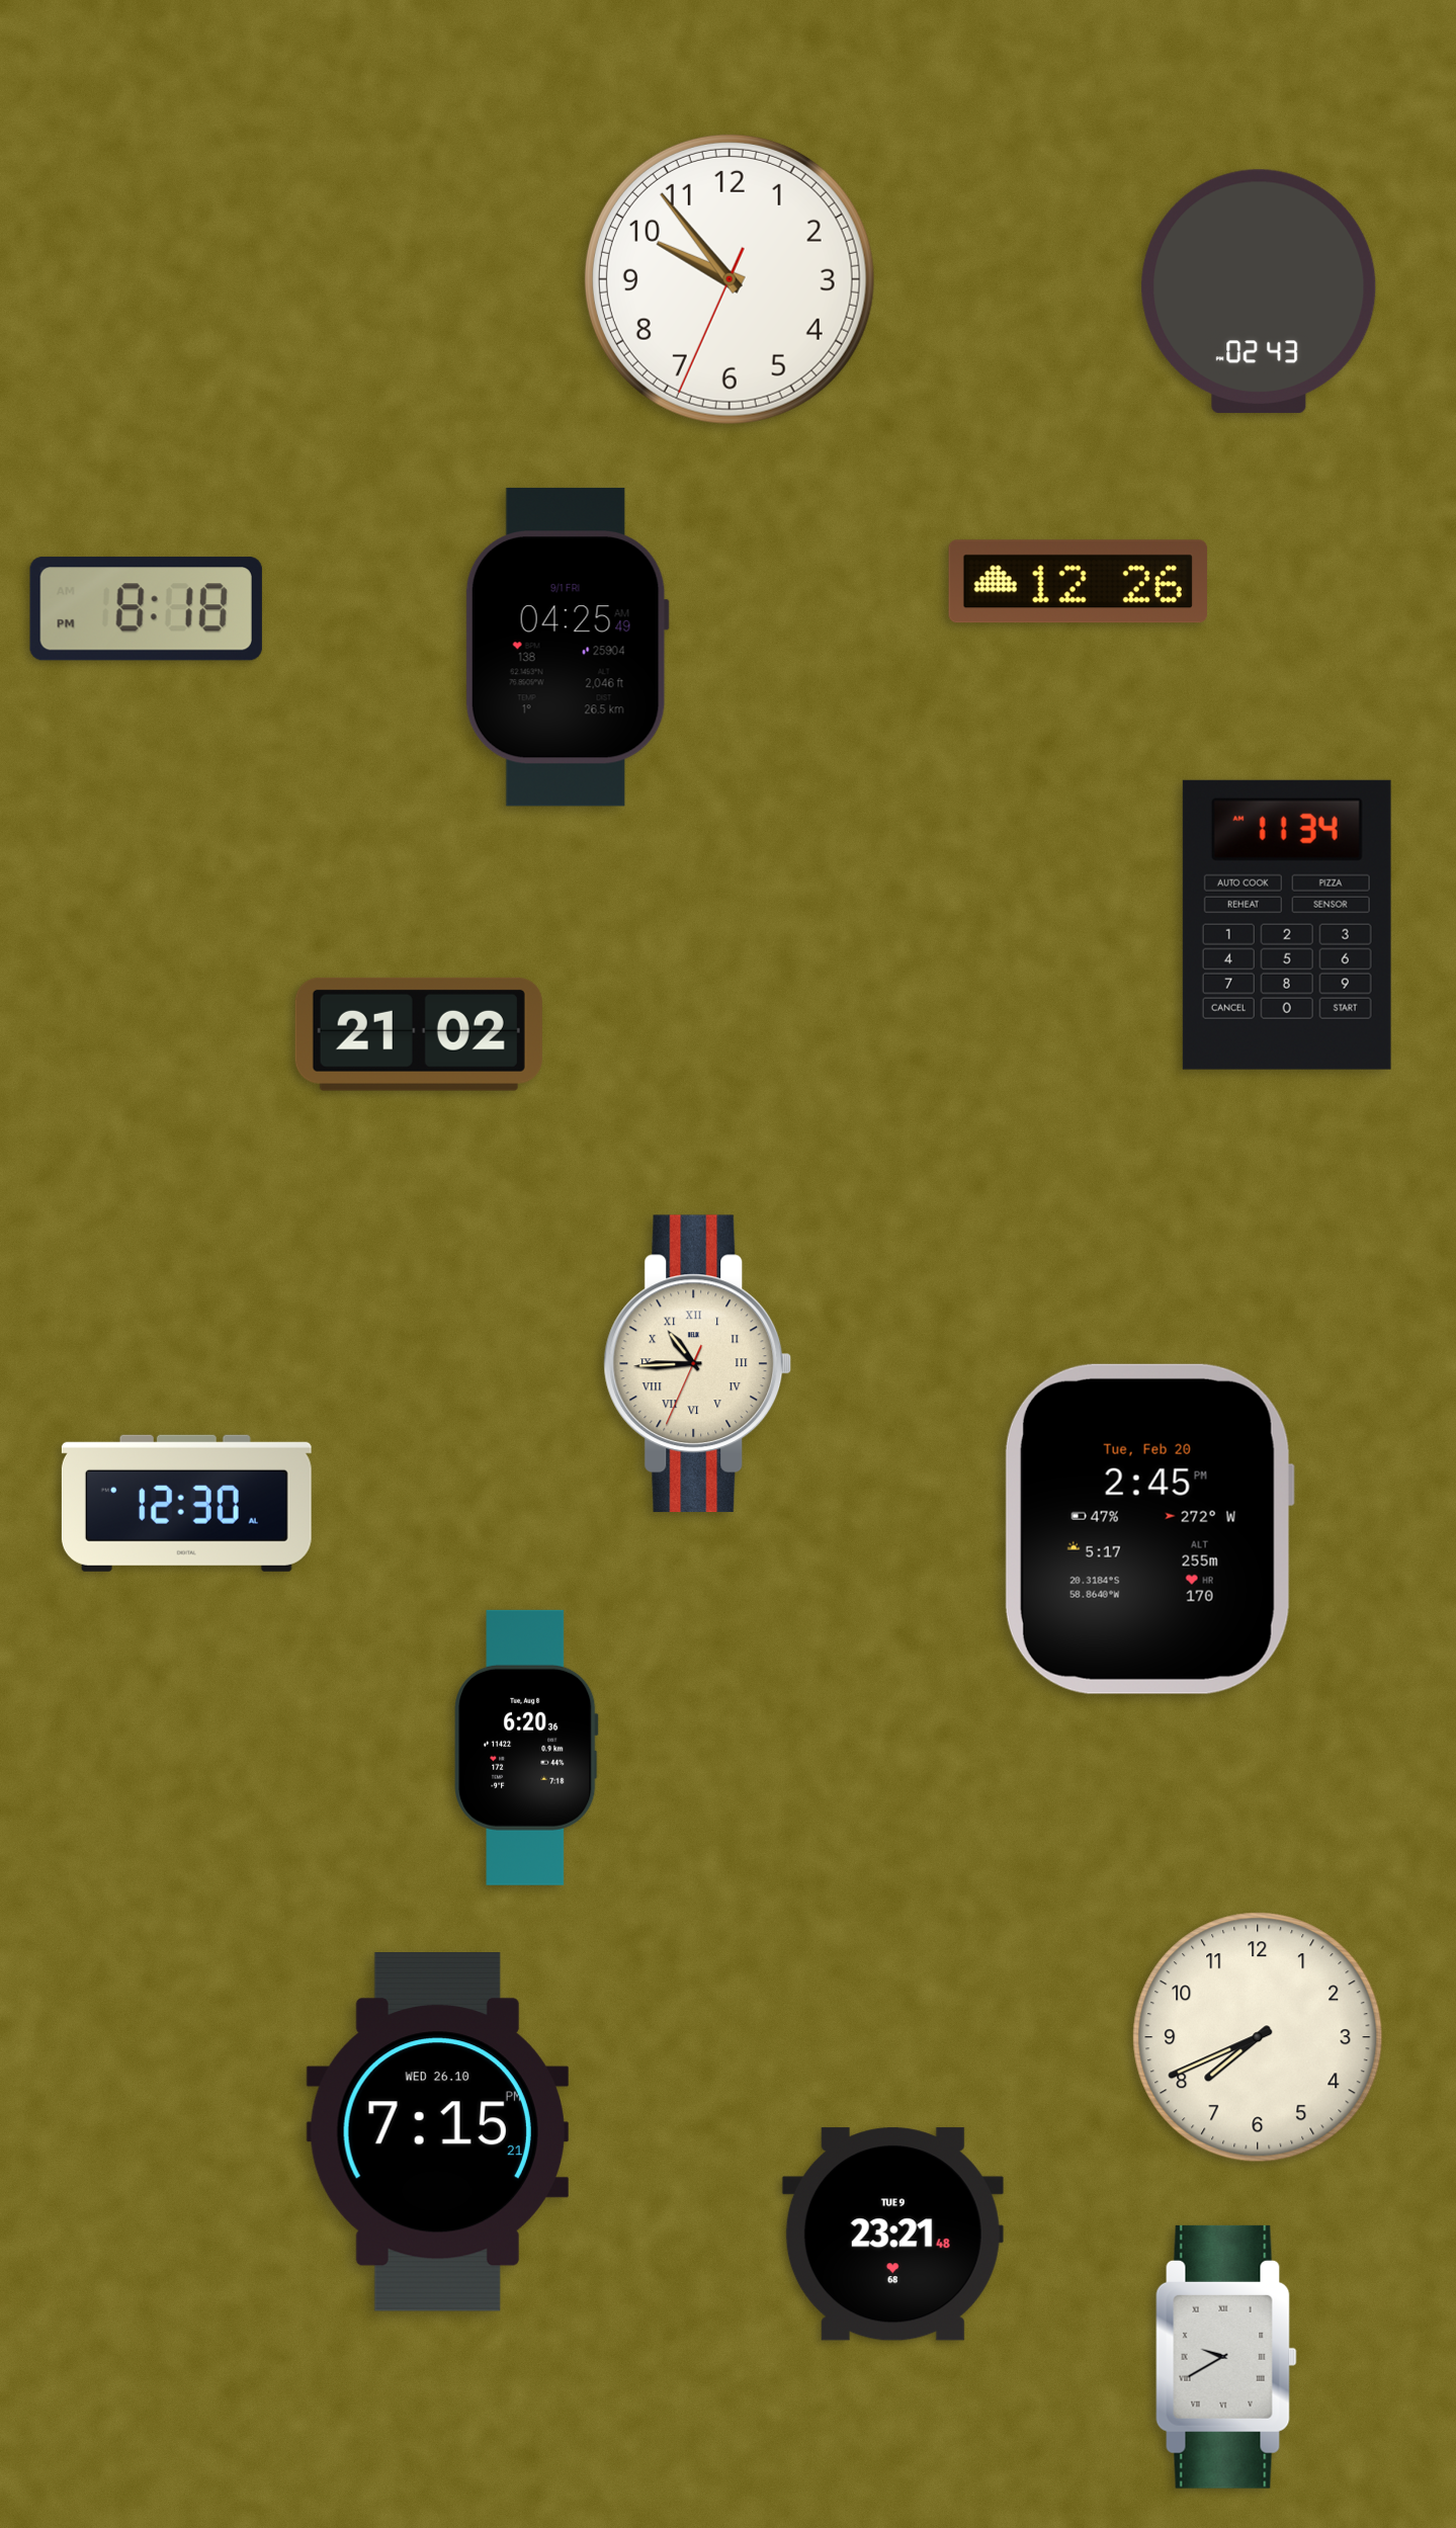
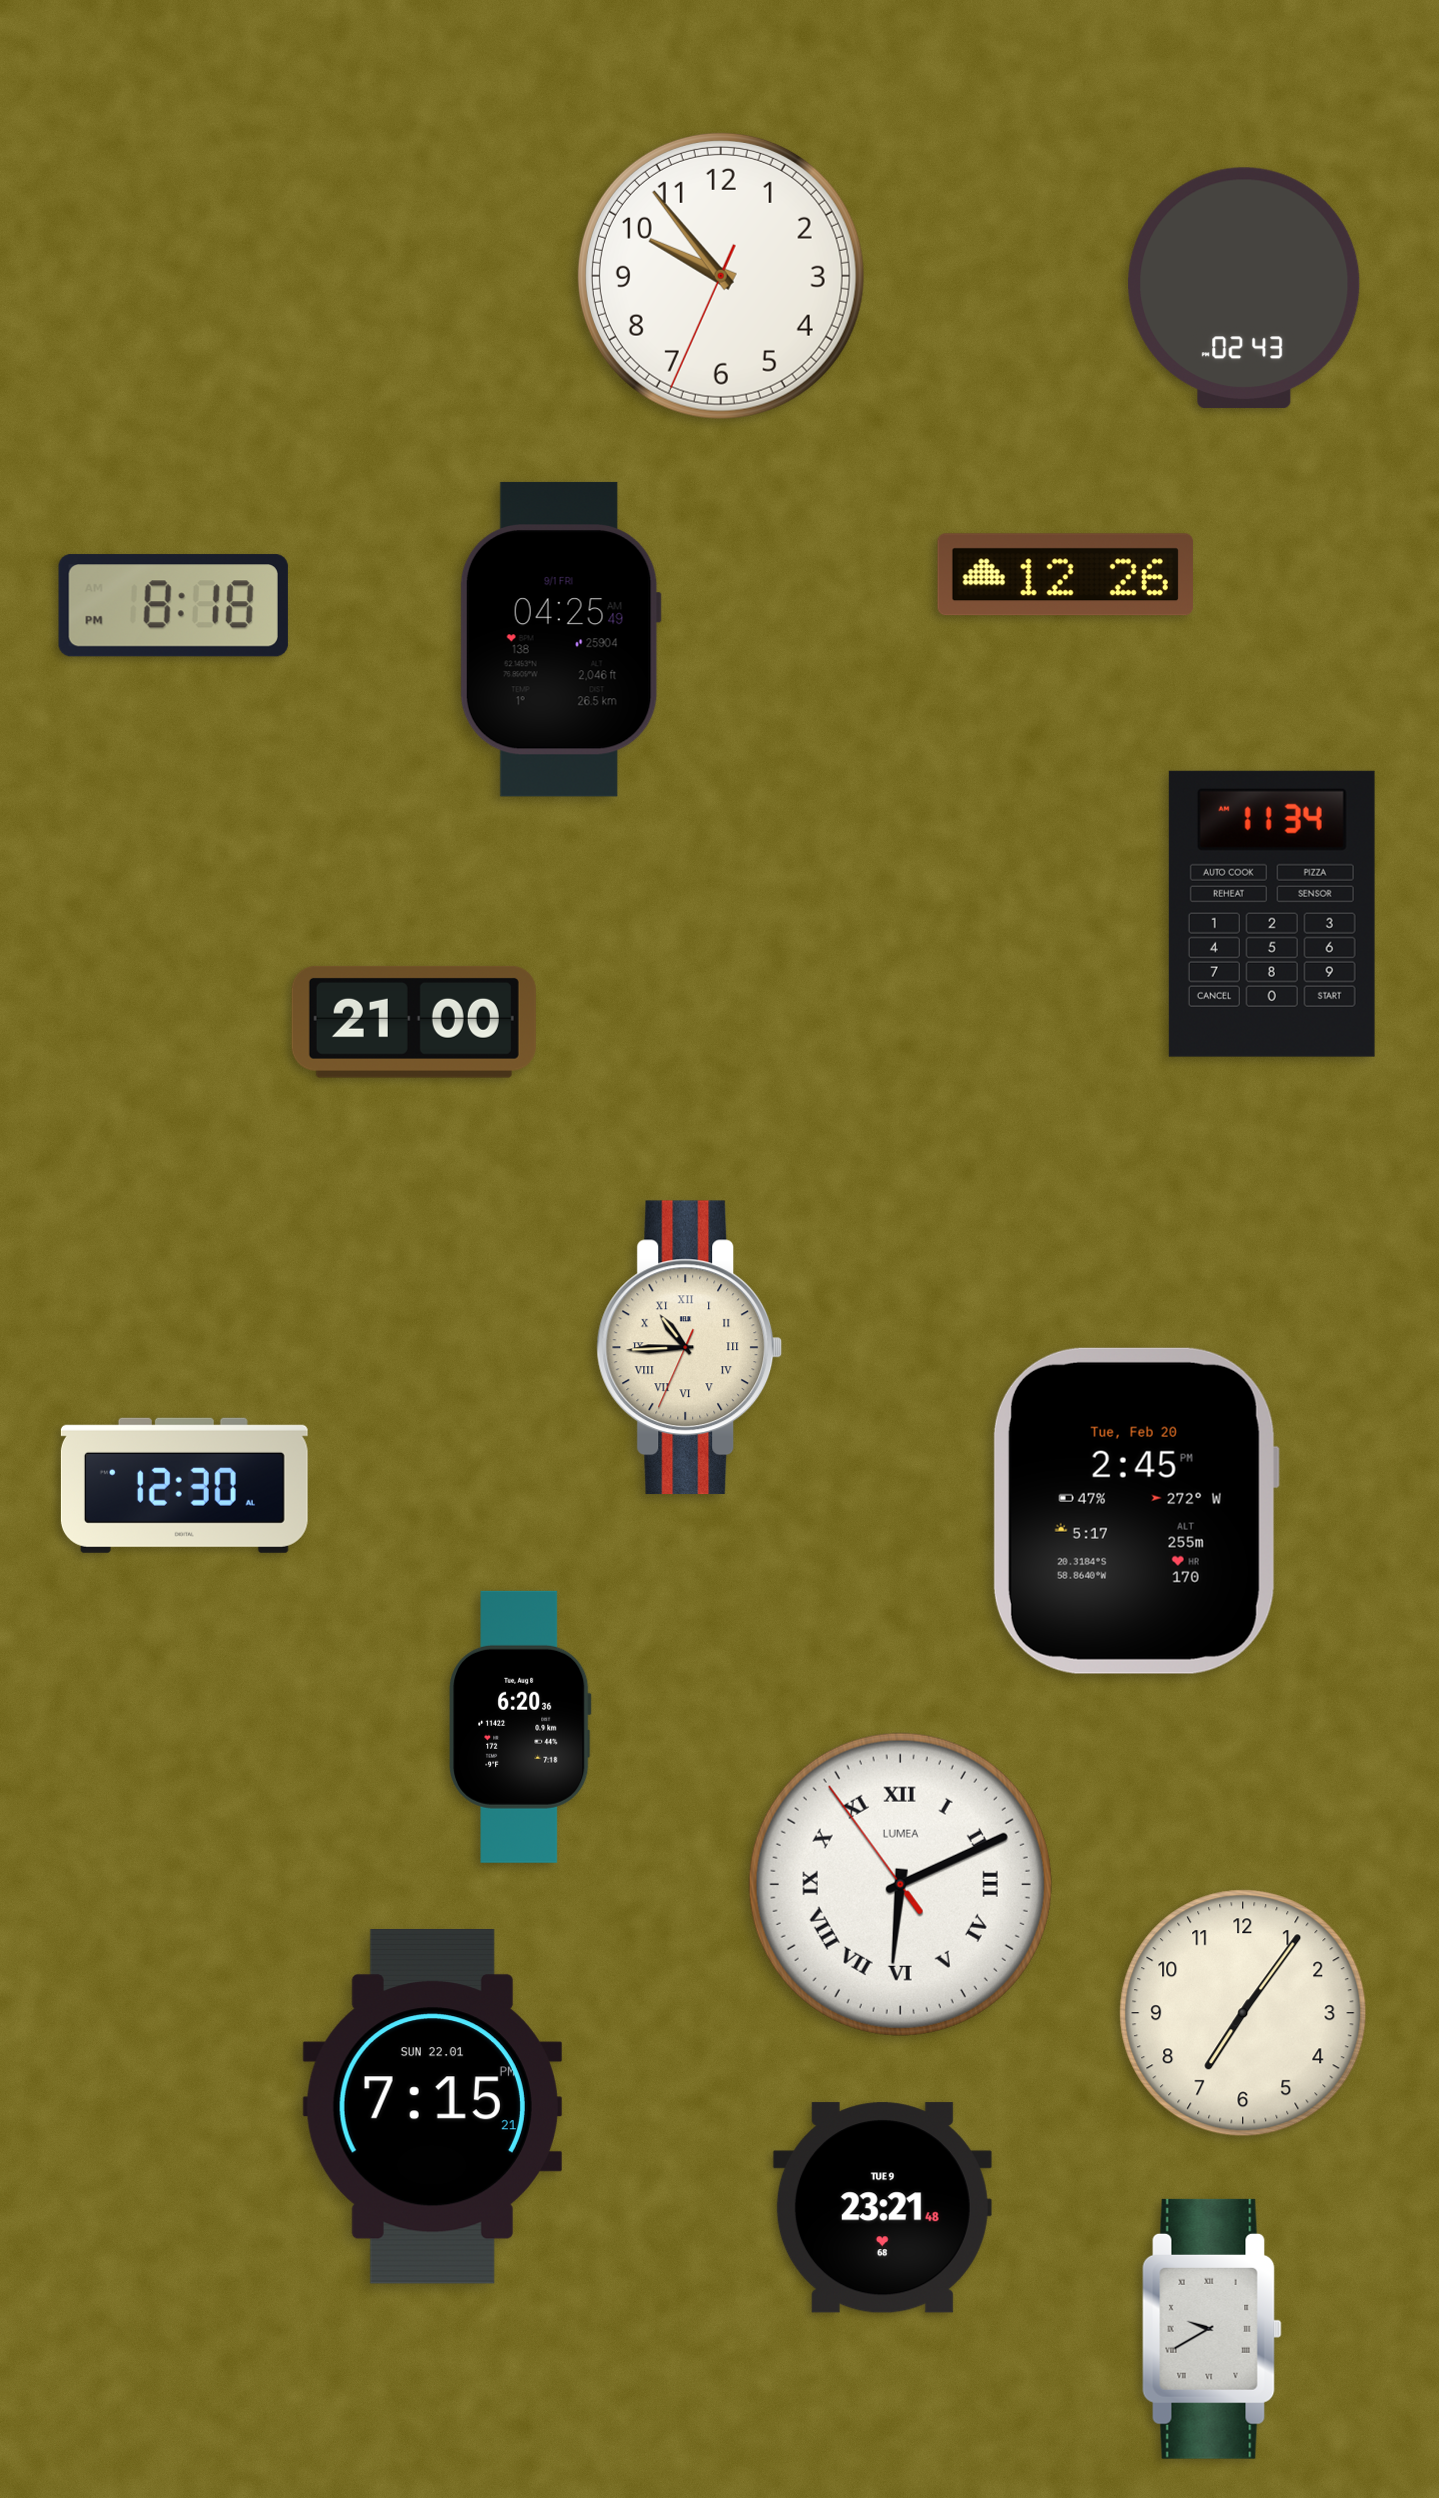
clock at (146, 609) position: (146, 609) -> (173, 606)
clock at (419, 1034): 21:02 -> 21:00
clock at (900, 1884): none -> 6:10
clock at (1258, 2037): 7:41 -> 7:06
clock at (437, 2132) date: WED 26.10 -> SUN 22.01
